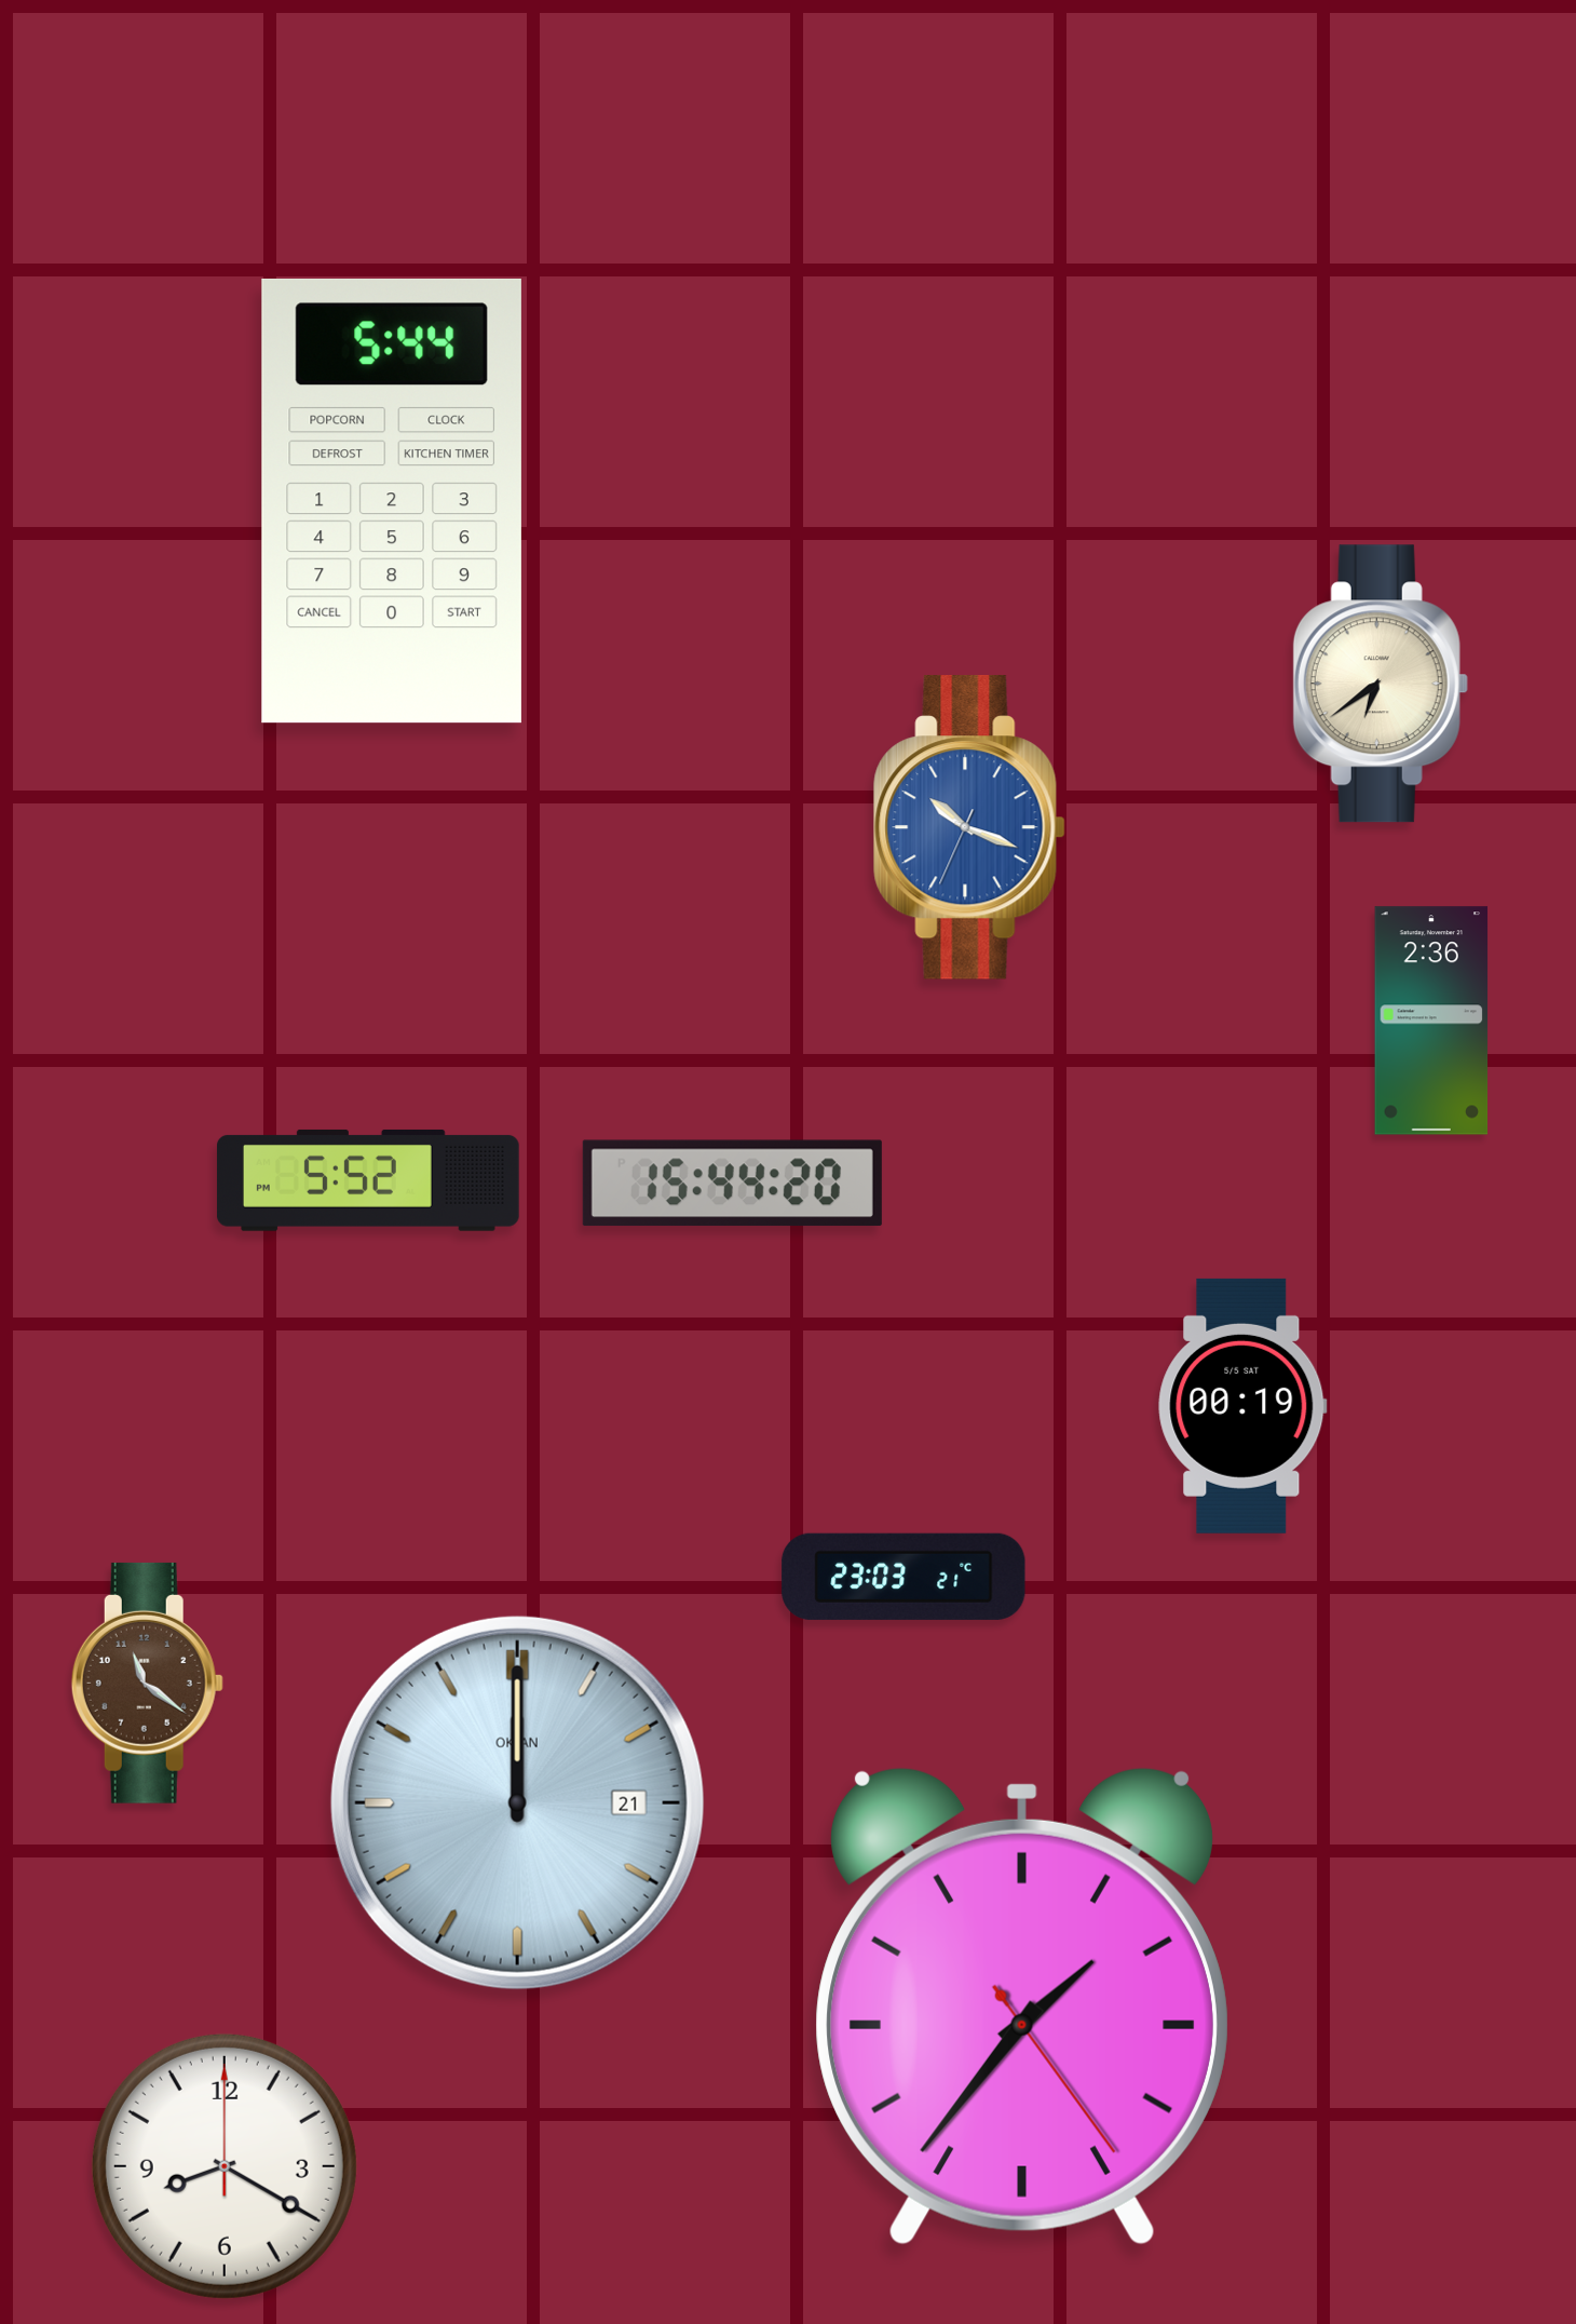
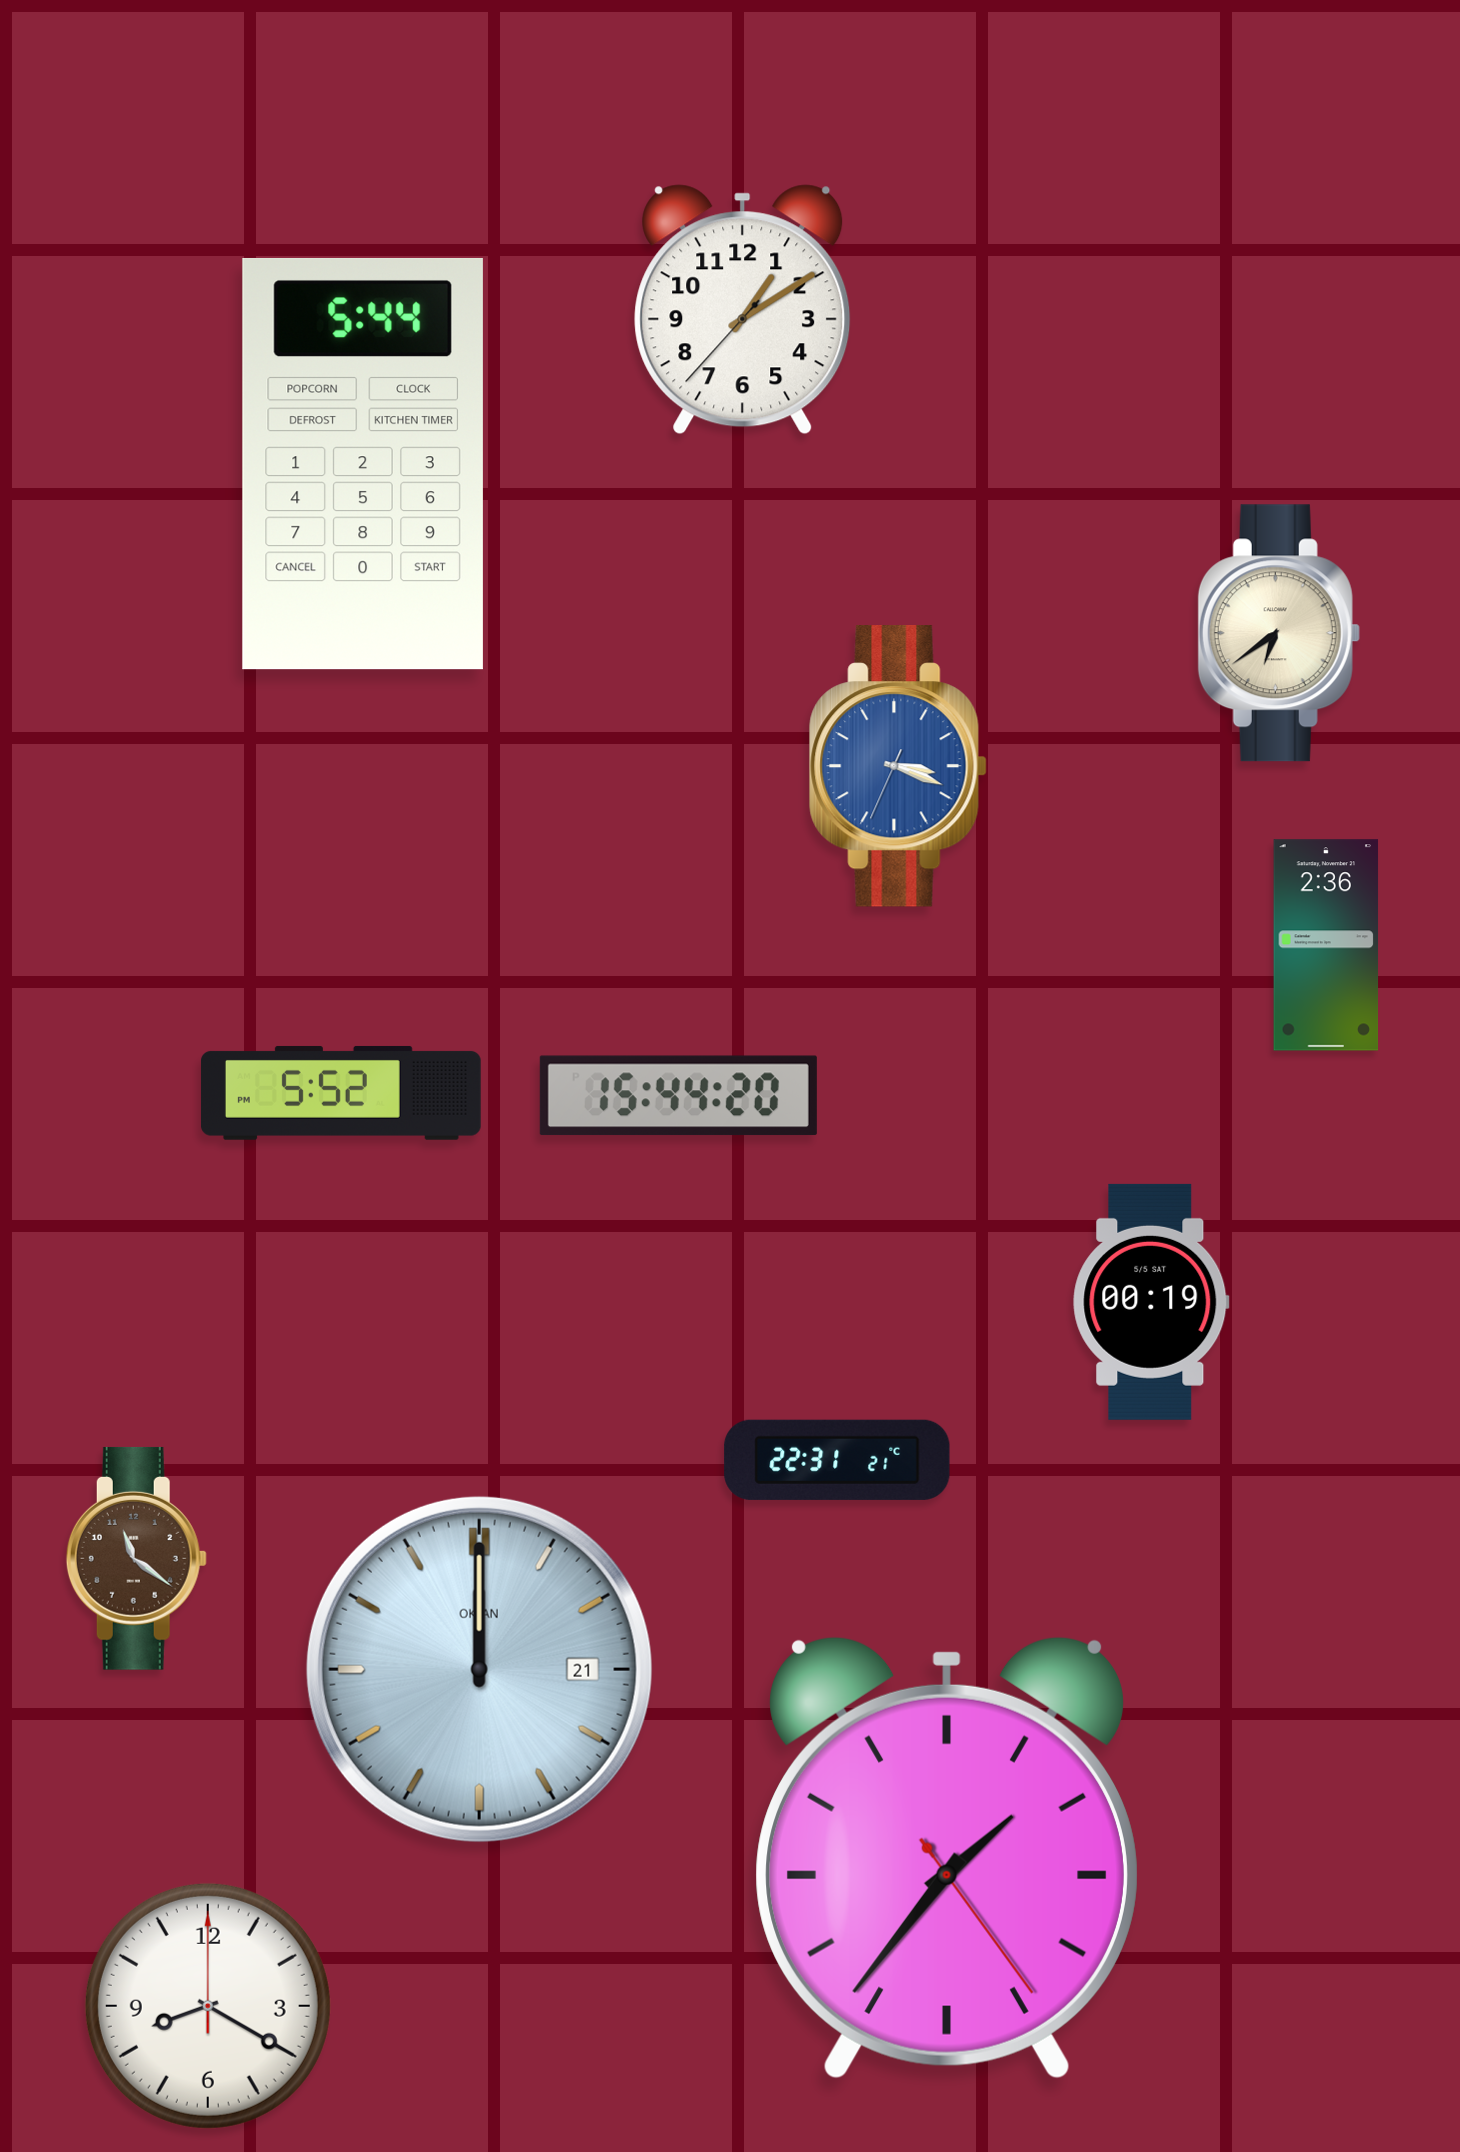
clock at (743, 310): none -> 1:09
clock at (969, 828): 10:18 -> 3:18
clock at (904, 1577): 23:03 -> 22:31
